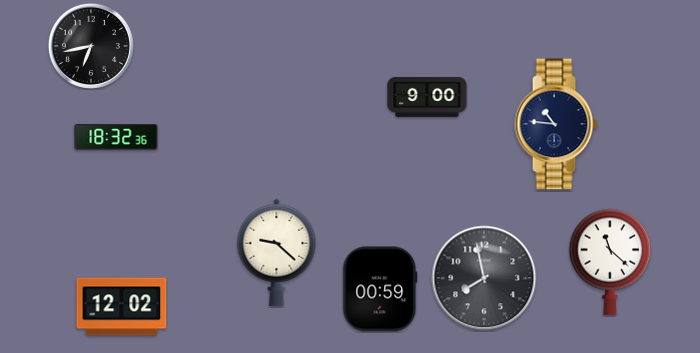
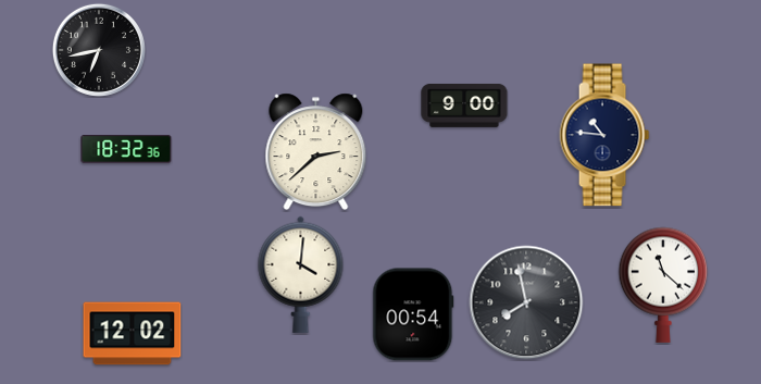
clock at (316, 152): none -> 2:38
clock at (277, 252): 9:22 -> 4:01
clock at (380, 289): 00:59 -> 00:54
